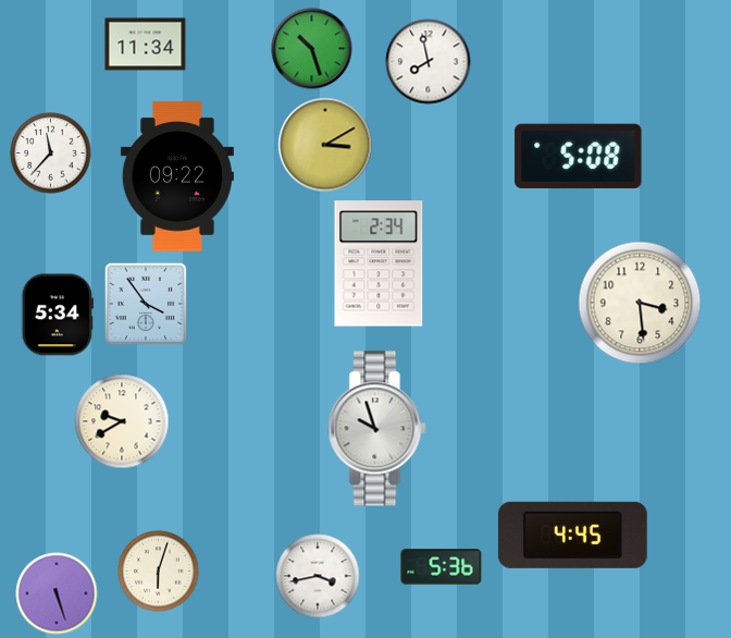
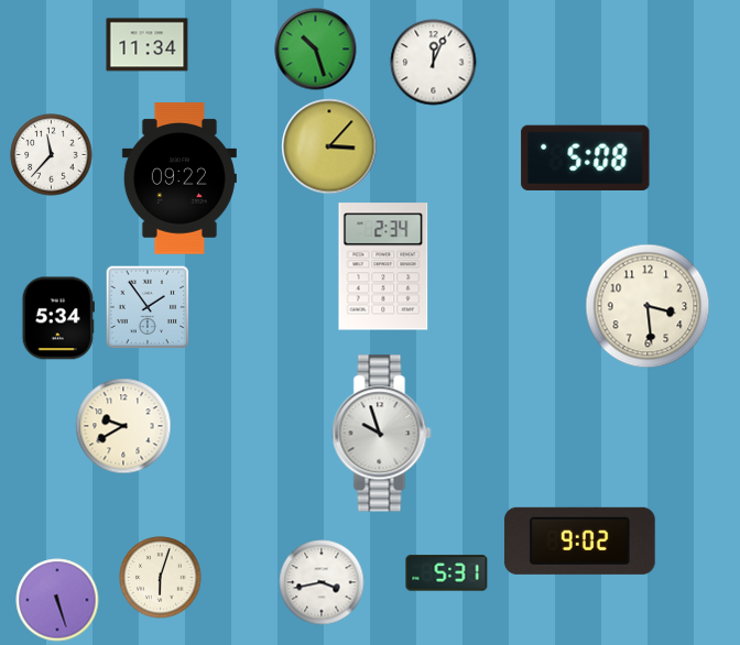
clock at (429, 62): 7:58 -> 12:04
clock at (325, 145): 3:10 -> 3:07
clock at (146, 304): 3:54 -> 1:54
clock at (572, 535): 4:45 -> 9:02
clock at (442, 567): 5:36 -> 5:31
